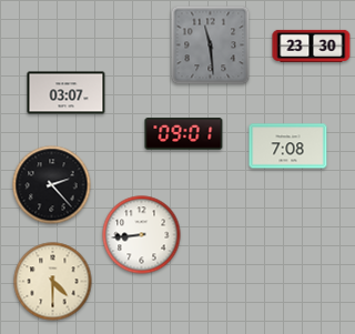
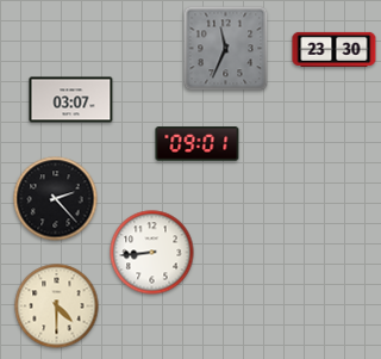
clock at (211, 45): 11:29 -> 11:34
clock at (288, 146): 7:08 -> none
clock at (53, 282) position: (53, 282) -> (57, 307)
